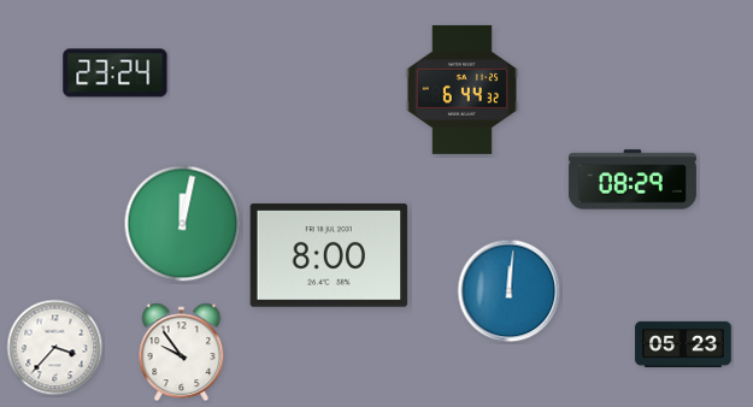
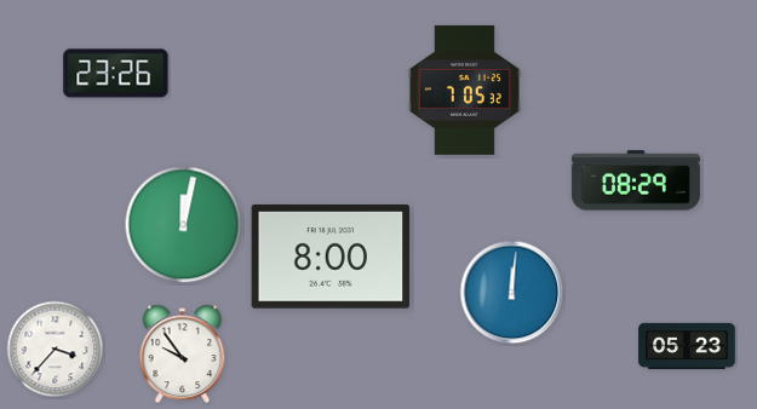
clock at (116, 73): 23:24 -> 23:26
clock at (461, 89): 6:44 -> 7:05
